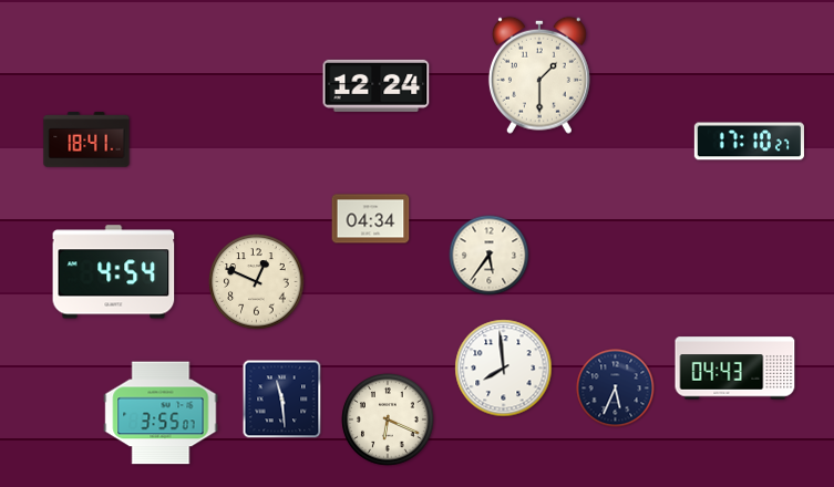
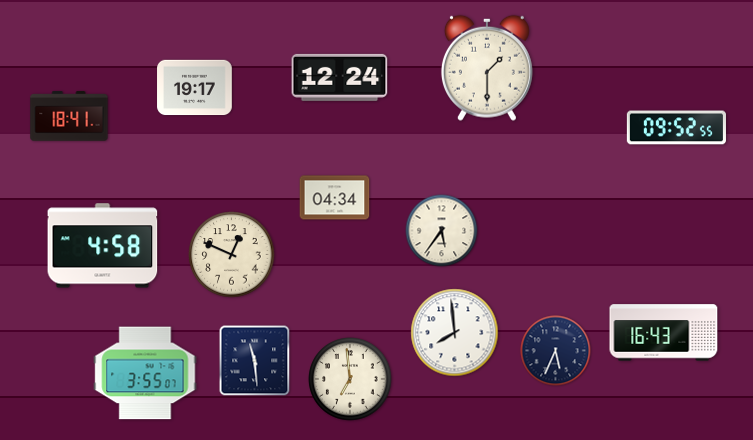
clock at (195, 88): none -> 19:17
clock at (86, 139) position: (86, 139) -> (69, 116)
clock at (749, 142): 17:10 -> 09:52
clock at (114, 272): 4:54 -> 4:58
clock at (735, 369): 04:43 -> 16:43
clock at (388, 419): 6:19 -> 6:59
